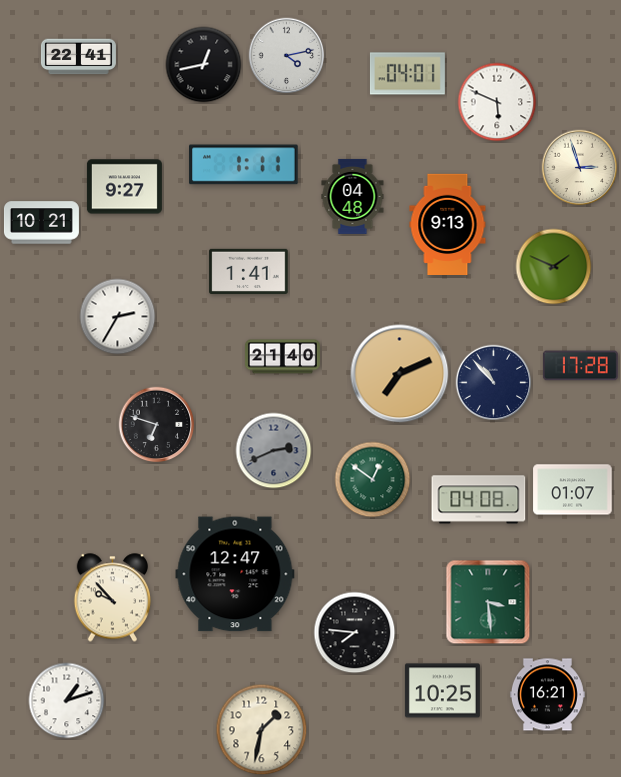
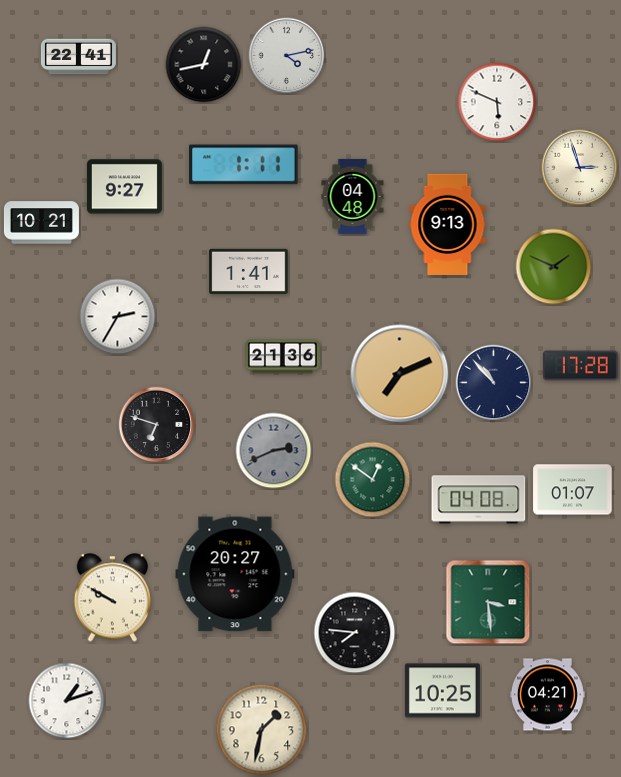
clock at (407, 74): 04:01 -> none
clock at (282, 357): 21:40 -> 21:36
clock at (235, 574): 12:47 -> 20:27
clock at (112, 598): 9:53 -> 9:50
clock at (547, 695): 16:21 -> 04:21
